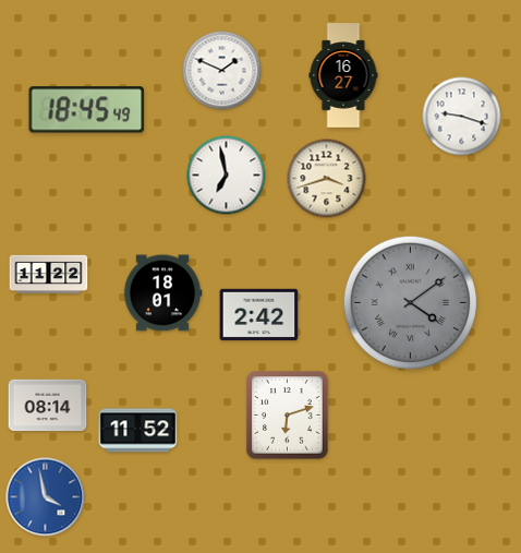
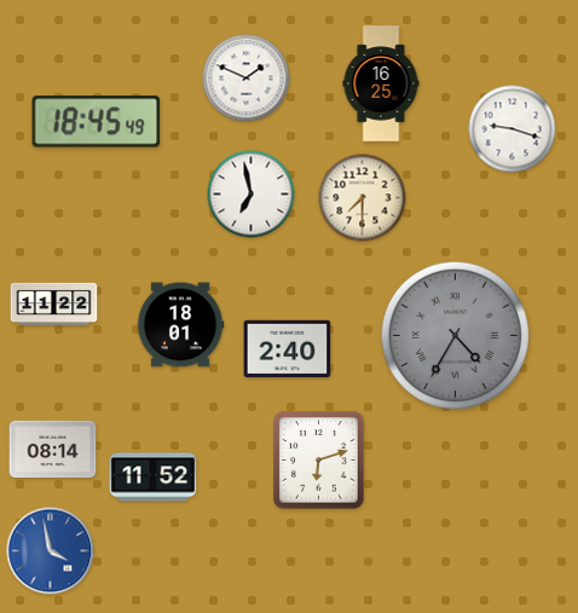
clock at (343, 75): 16:27 -> 16:25
clock at (327, 179): 3:42 -> 7:30
clock at (410, 302): 4:09 -> 4:35
clock at (259, 315): 2:42 -> 2:40
